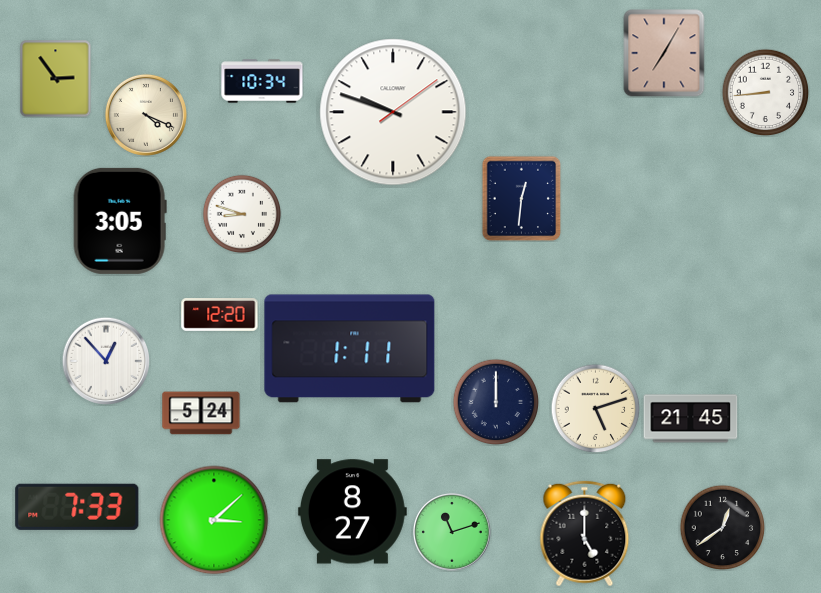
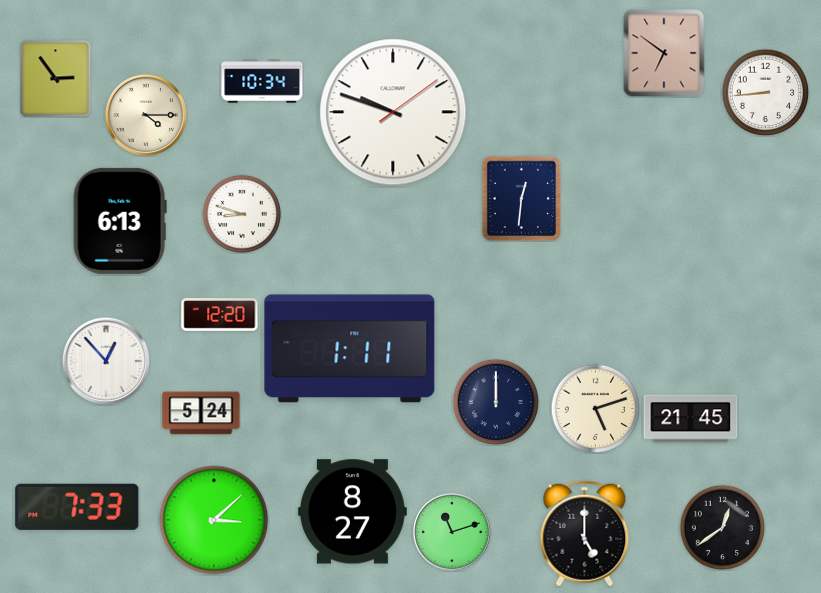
clock at (664, 53): 7:05 -> 6:51
clock at (146, 115): 4:19 -> 4:15
clock at (120, 221): 3:05 -> 6:13
